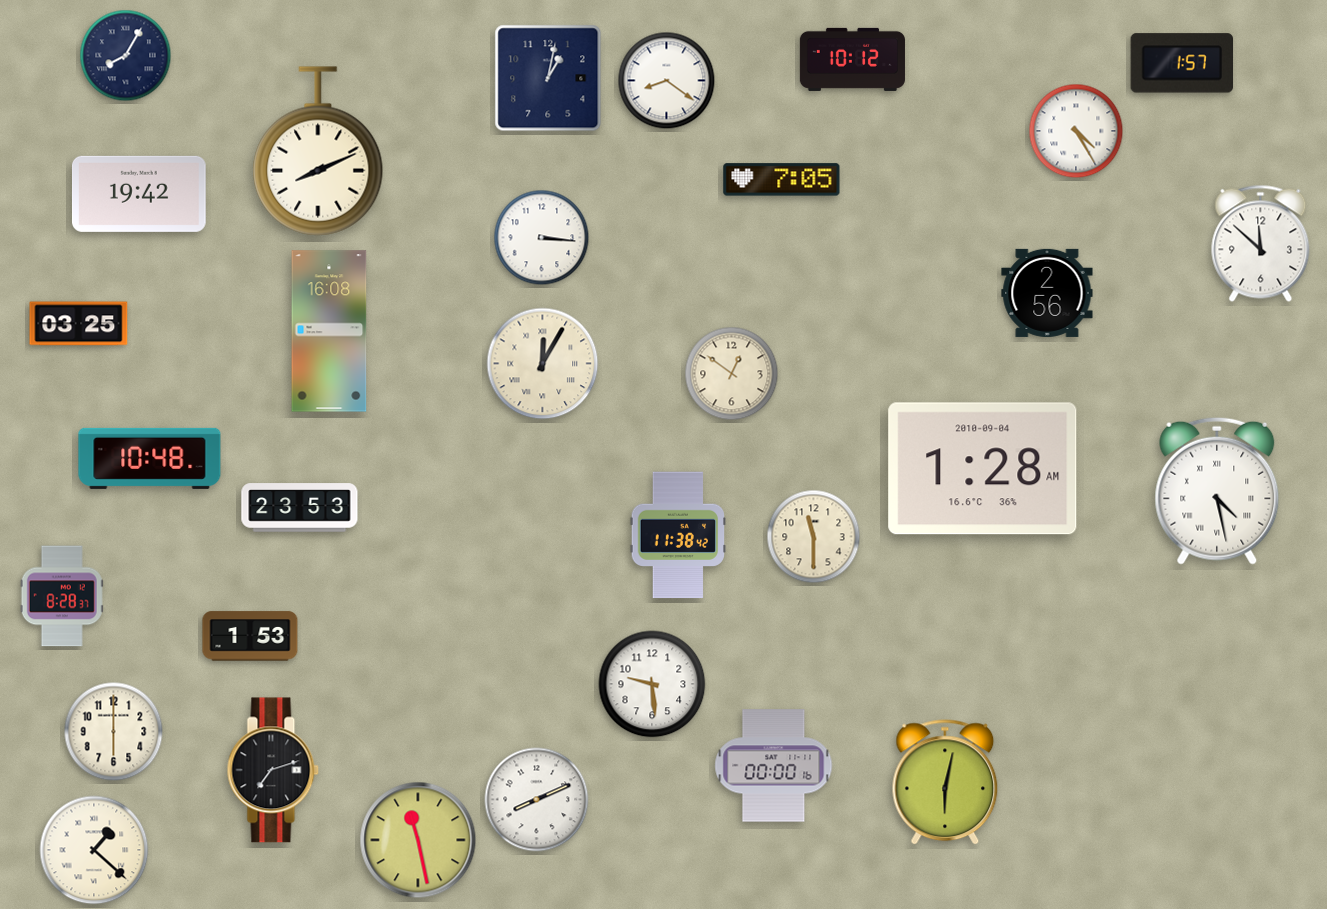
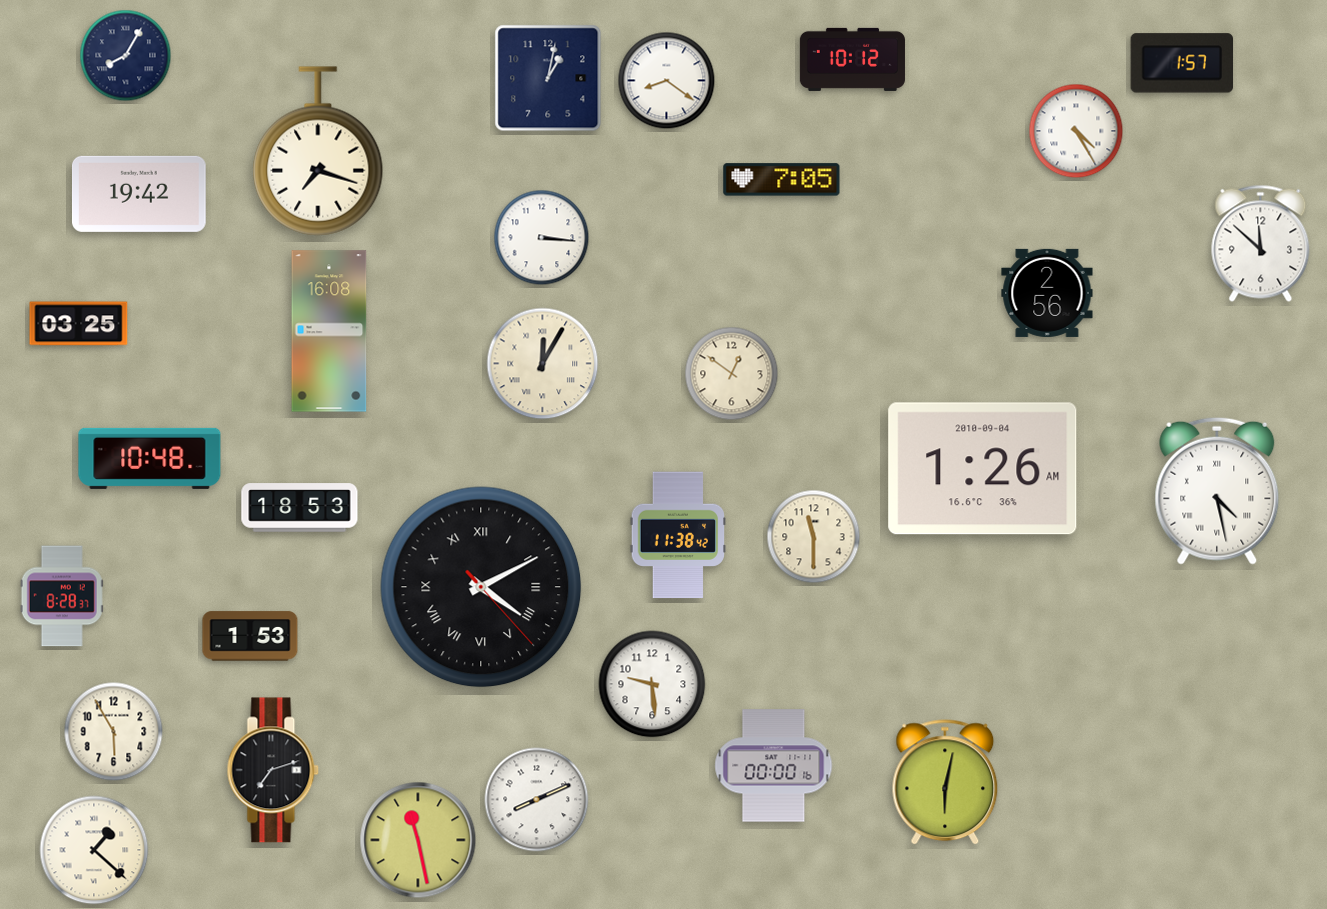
clock at (318, 151): 8:11 -> 7:18
clock at (983, 469): 1:28 -> 1:26
clock at (300, 508): 23:53 -> 18:53
clock at (481, 587): none -> 4:10
clock at (114, 732): 6:00 -> 5:55
